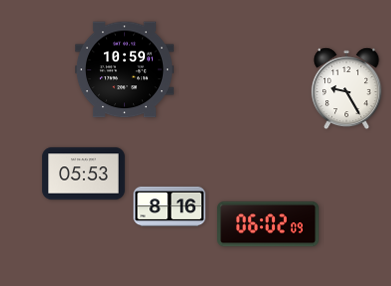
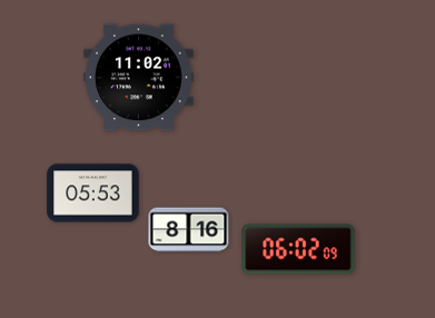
clock at (125, 70): 10:59 -> 11:02
clock at (347, 89): 9:25 -> none
